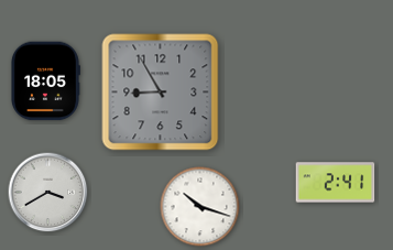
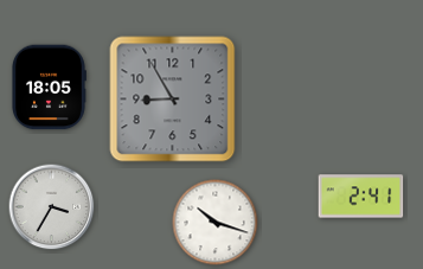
clock at (48, 193): 3:40 -> 3:35
